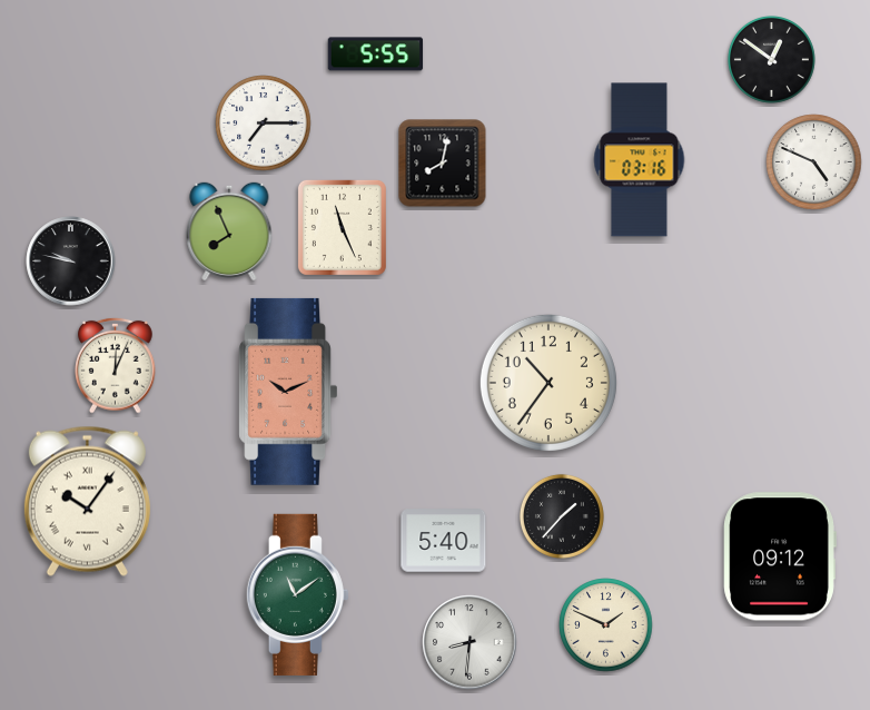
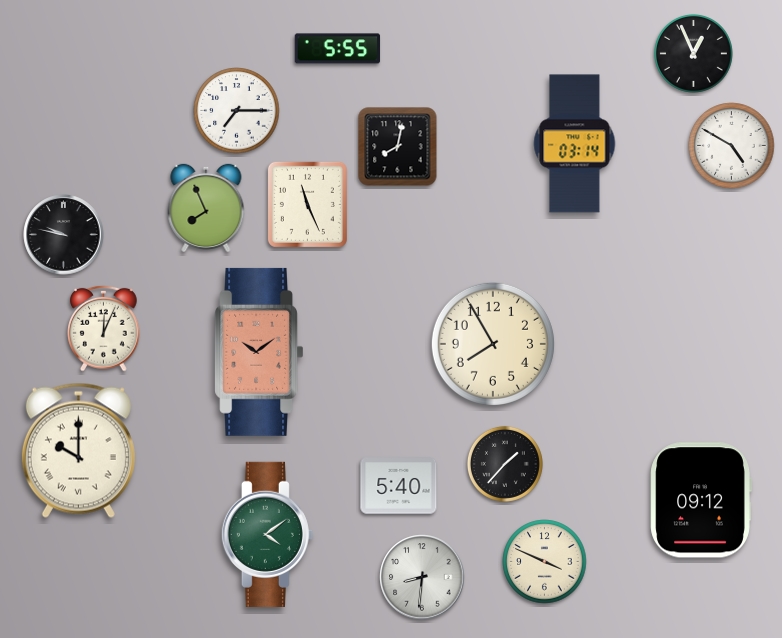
clock at (771, 59): 12:51 -> 12:56
clock at (640, 160): 03:16 -> 03:14
clock at (814, 162): 4:49 -> 4:50
clock at (548, 383): 10:36 -> 7:55
clock at (287, 392): 10:11 -> 10:09
clock at (87, 501): 10:06 -> 10:00
clock at (297, 594): 11:09 -> 4:09
clock at (606, 625): 1:49 -> 3:49
